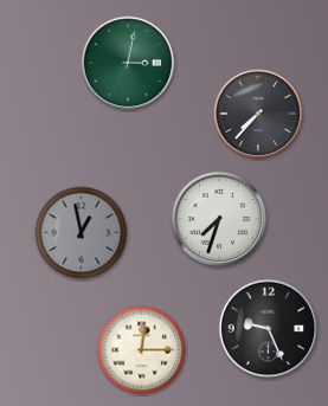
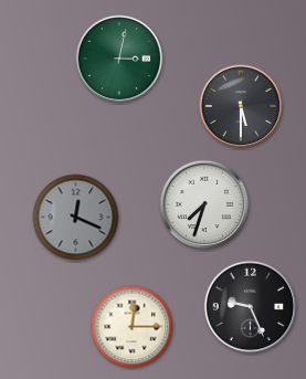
clock at (258, 114): 7:37 -> 5:30
clock at (82, 233): 12:58 -> 12:19
